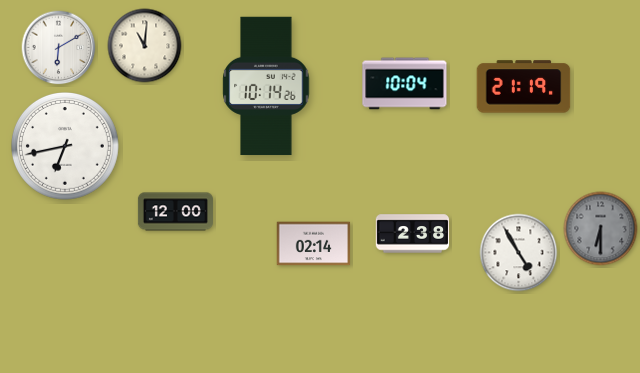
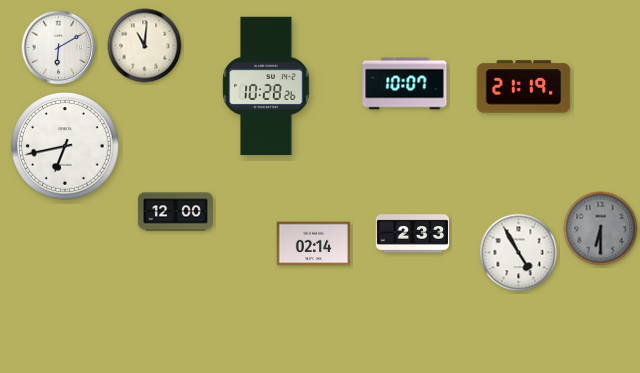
clock at (405, 84): 10:04 -> 10:07
clock at (266, 86): 10:14 -> 10:28
clock at (413, 234): 2:38 -> 2:33
